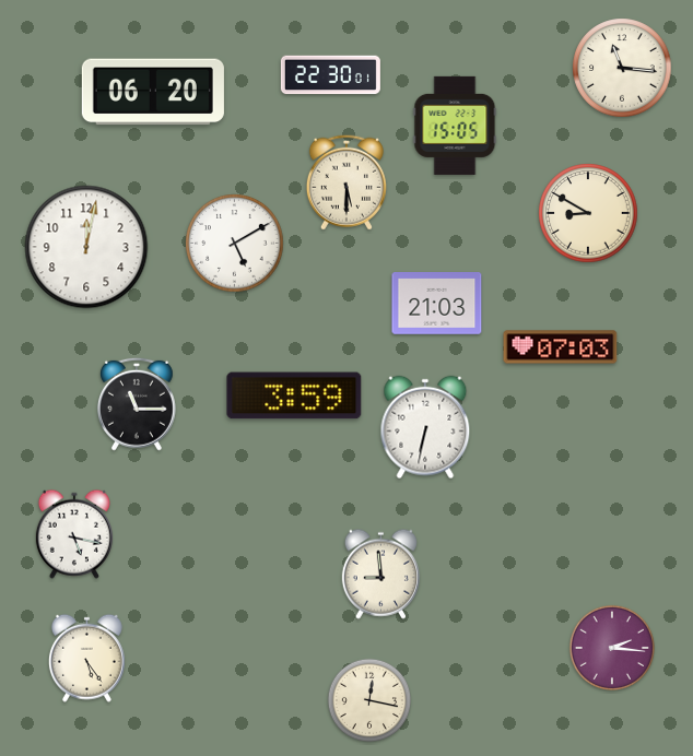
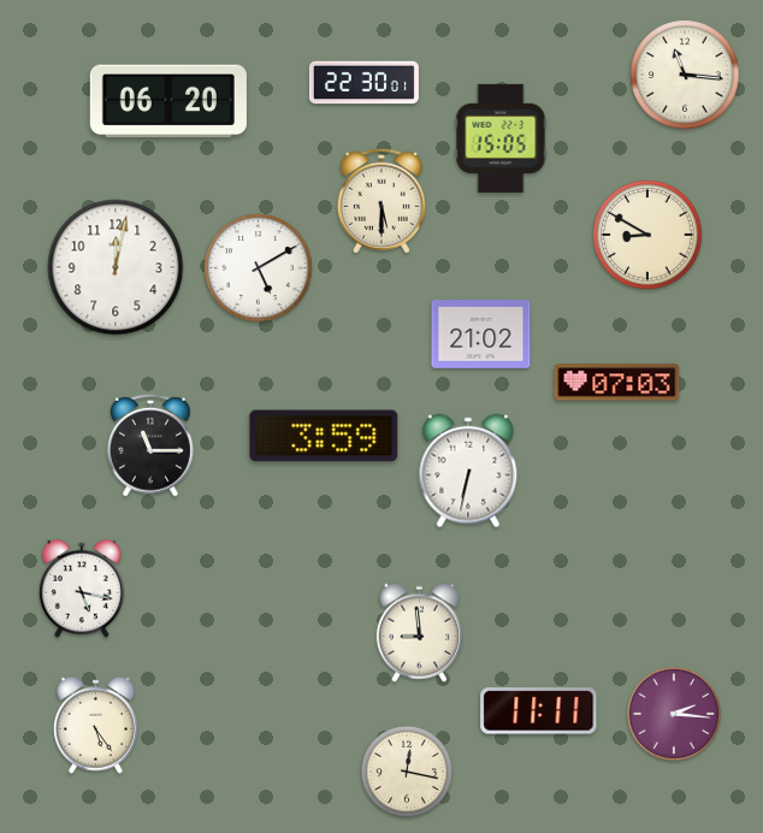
clock at (86, 247) position: (86, 247) -> (116, 267)
clock at (437, 304): 21:03 -> 21:02
clock at (539, 711): none -> 11:11
